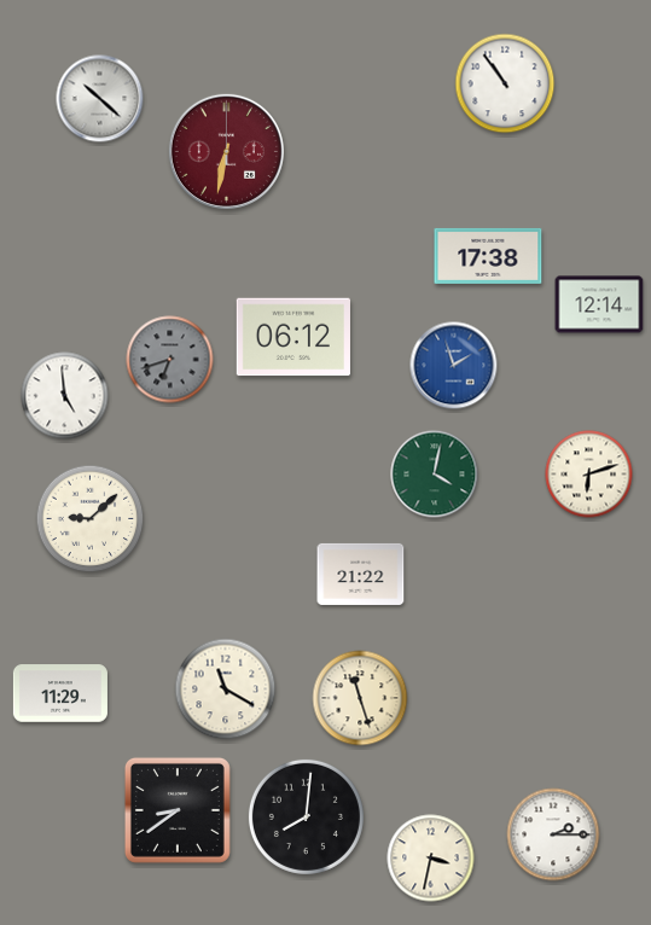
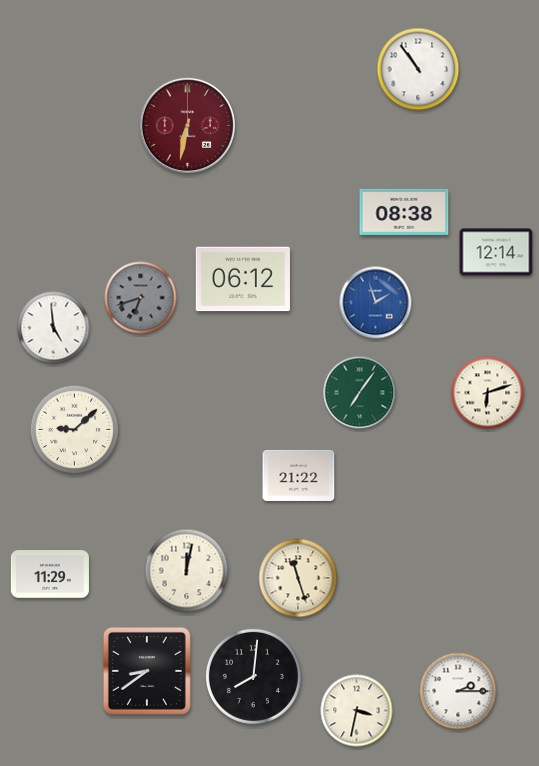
clock at (100, 99): 10:22 -> none
clock at (488, 256): 17:38 -> 08:38
clock at (435, 475): 4:02 -> 7:06
clock at (226, 690): 11:20 -> 12:02
